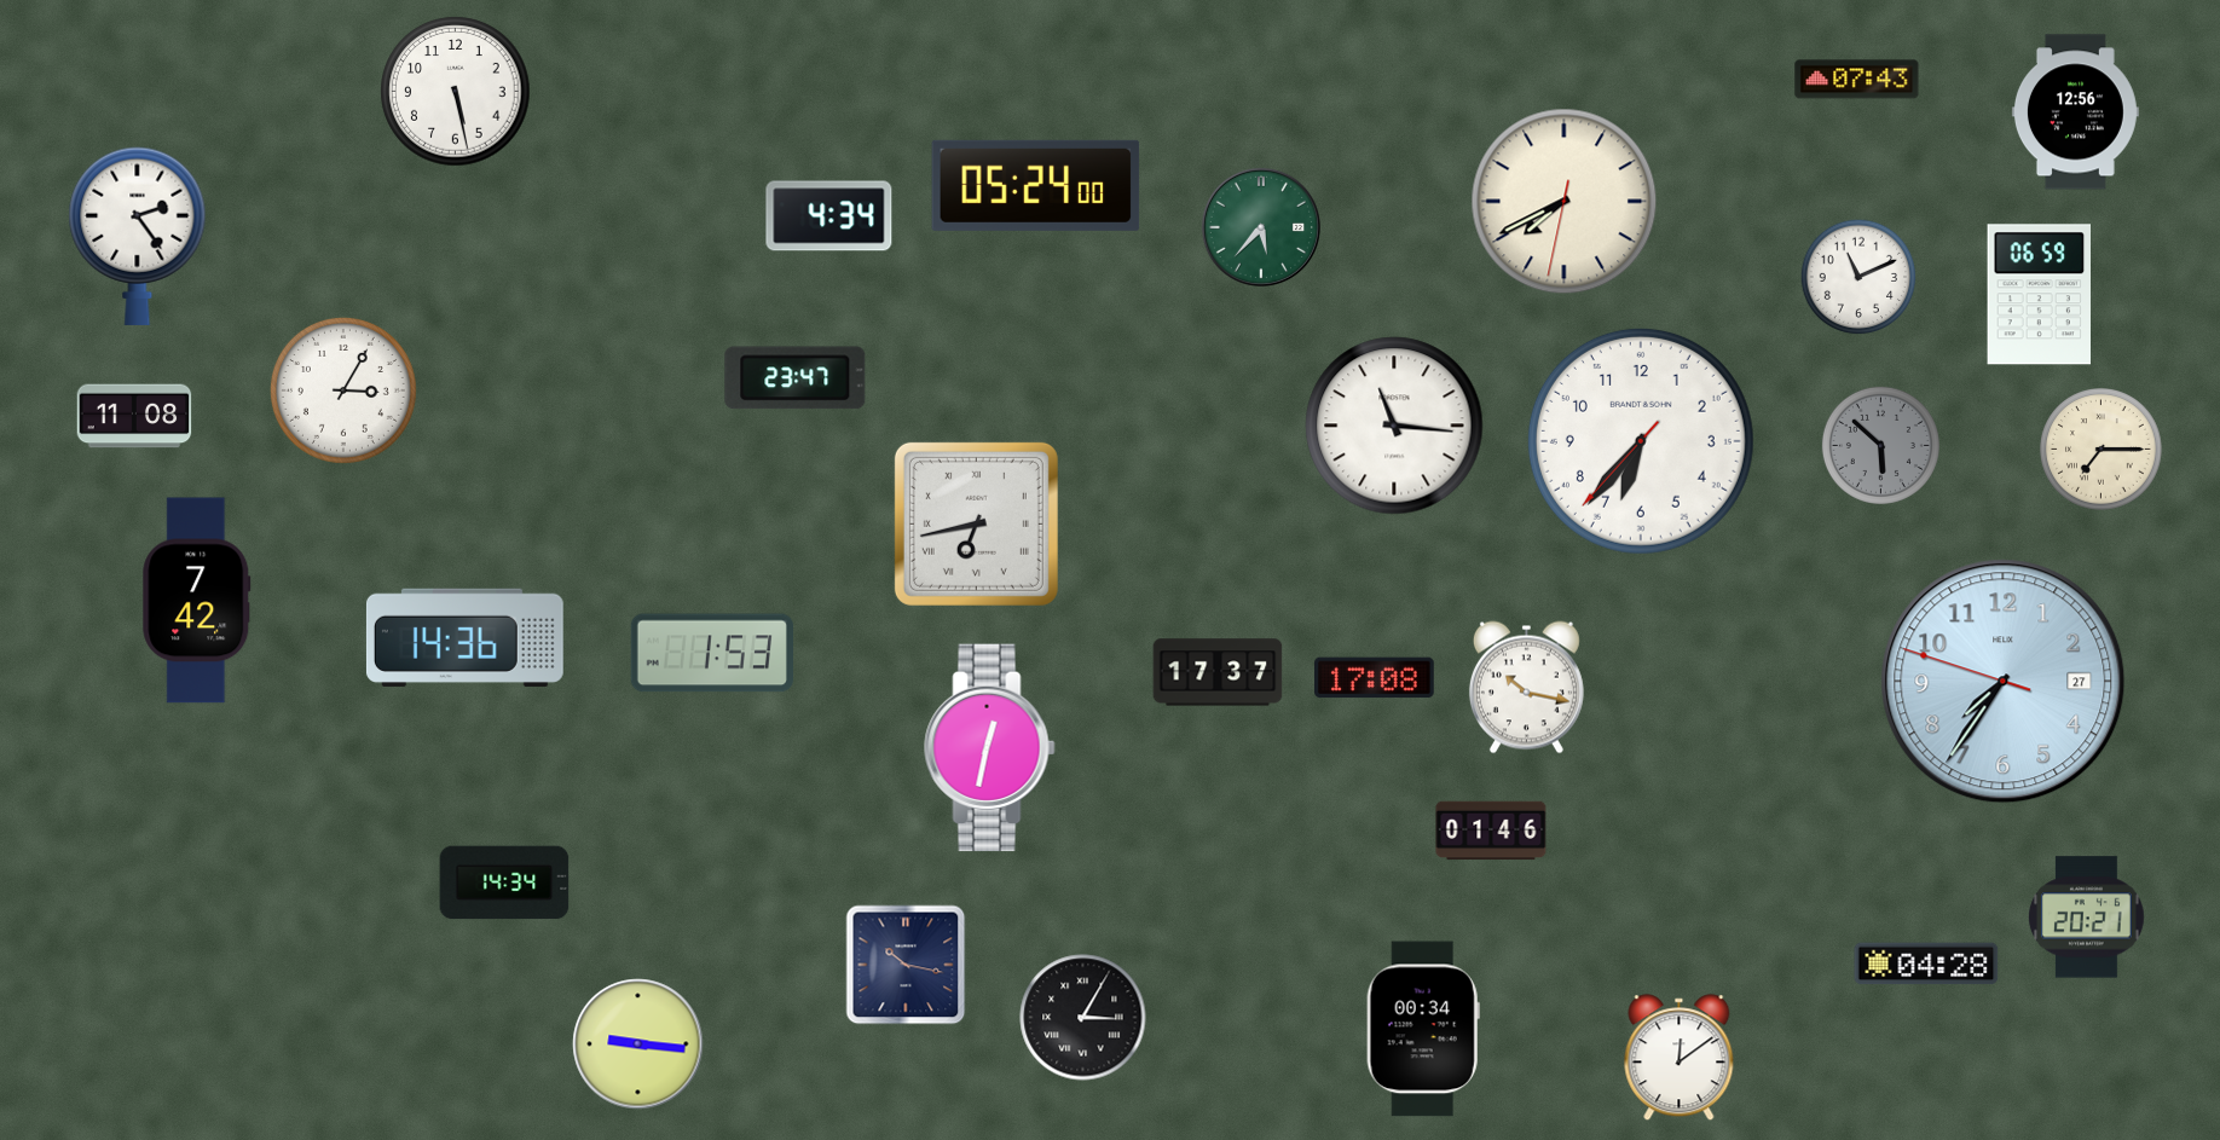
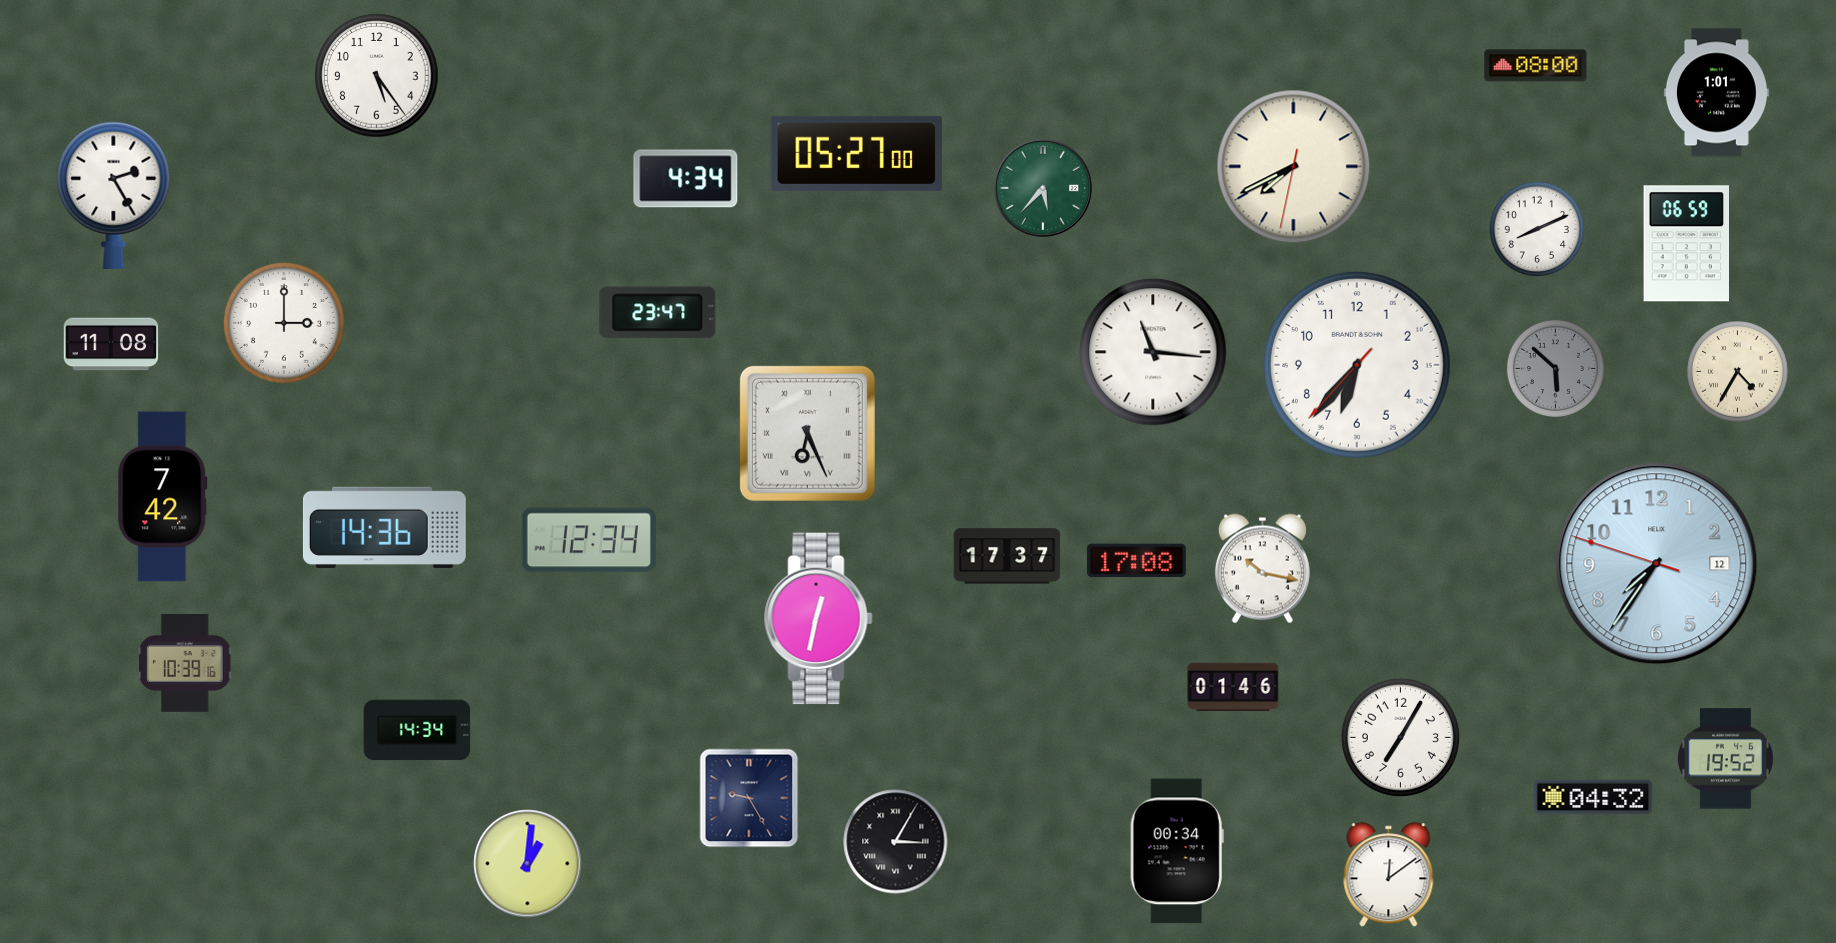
clock at (1857, 80): 07:43 -> 08:00
clock at (456, 92): 5:28 -> 5:24
clock at (2075, 112): 12:56 -> 1:01
clock at (1036, 185): 05:24 -> 05:27
clock at (138, 236): 2:24 -> 2:25
clock at (1858, 277): 11:11 -> 8:11
clock at (343, 390): 3:05 -> 3:00
clock at (2102, 450): 7:15 -> 4:35
clock at (976, 523): 6:43 -> 6:26
clock at (712, 653): 1:53 -> 12:34
clock at (2004, 682) date: 27 -> 12
clock at (185, 663): none -> 10:39
clock at (1400, 737): none -> 7:05
clock at (2087, 918): 20:21 -> 19:52
clock at (1926, 963): 04:28 -> 04:32
clock at (906, 965): 10:17 -> 9:25
clock at (638, 1044): 9:16 -> 1:01
